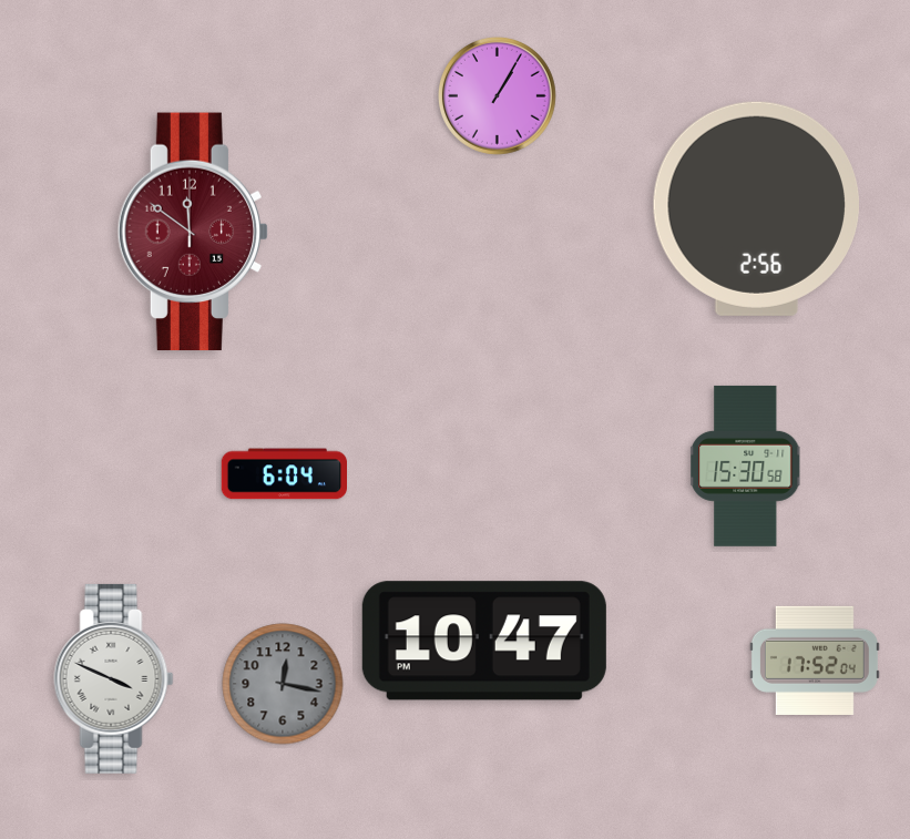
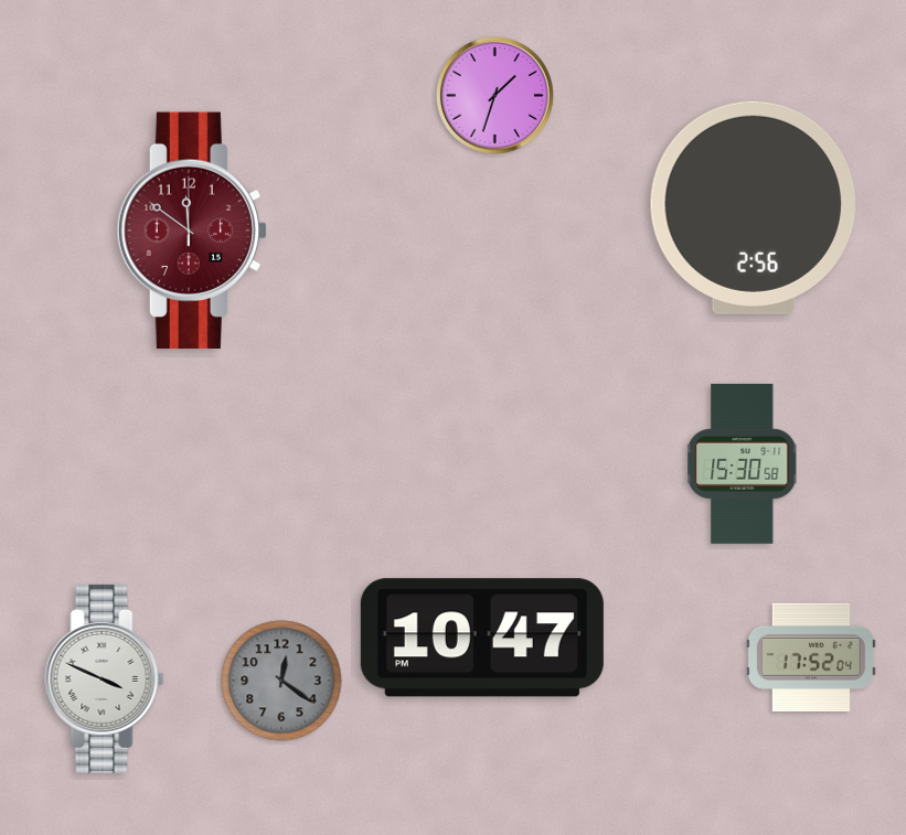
clock at (497, 95): 1:05 -> 1:33
clock at (284, 474): 6:04 -> none
clock at (114, 678) position: (114, 678) -> (105, 678)
clock at (283, 684): 12:17 -> 12:21
